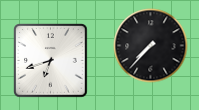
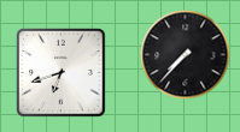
clock at (151, 46) position: (151, 46) -> (186, 55)
